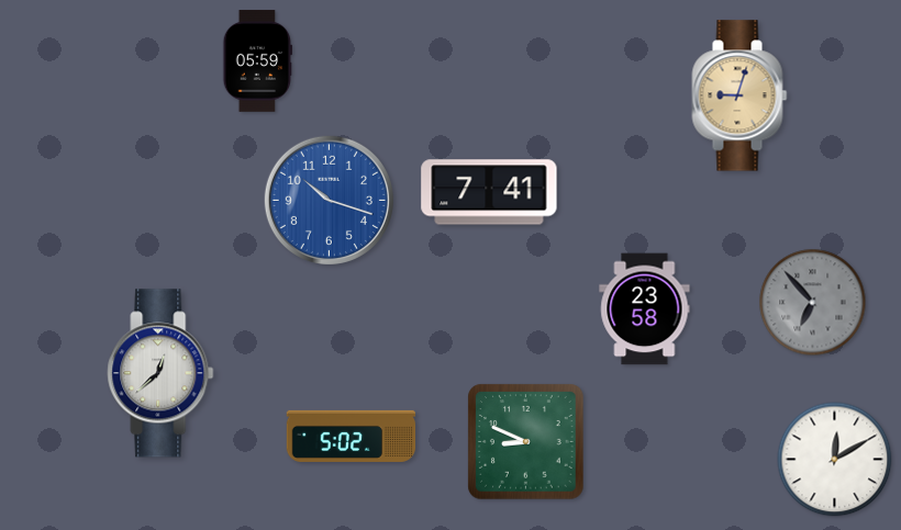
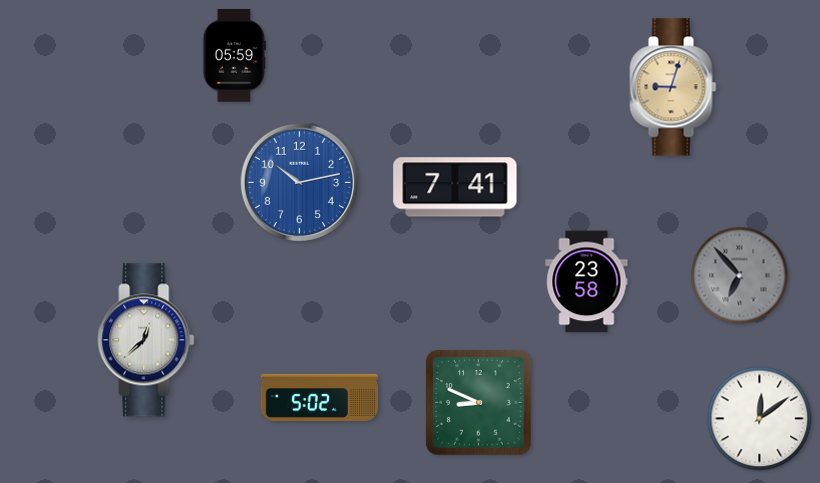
clock at (489, 192) position: (489, 192) -> (455, 187)
clock at (329, 200): 10:18 -> 10:13
clock at (835, 460): 12:10 -> 12:09
